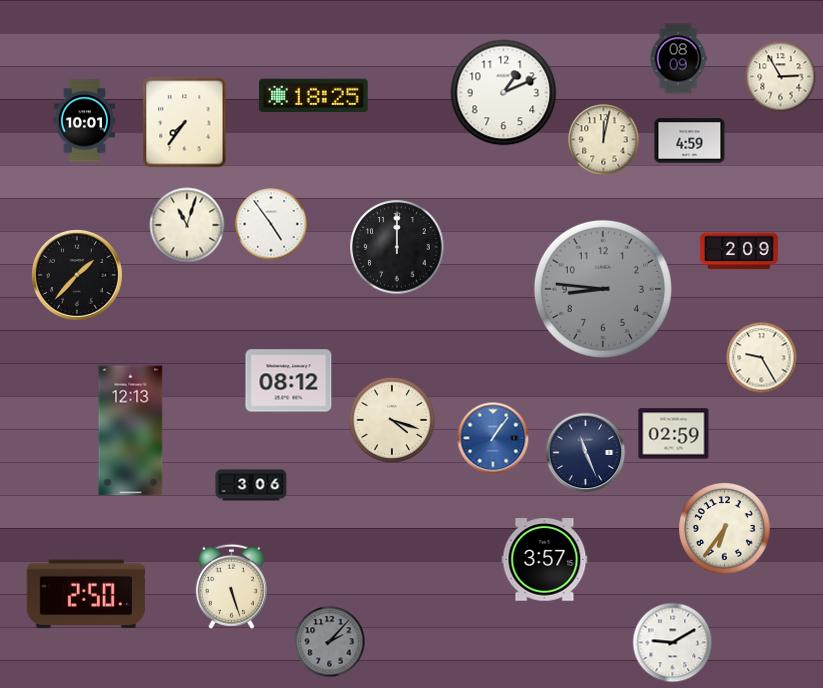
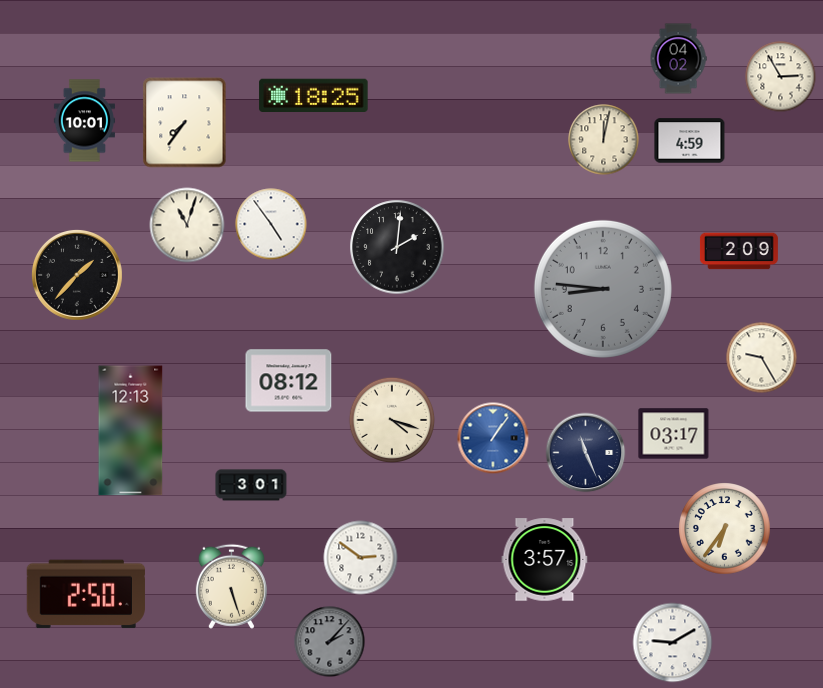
clock at (678, 59): 08:09 -> 04:02
clock at (504, 93): 1:11 -> none
clock at (397, 247): 12:00 -> 2:01
clock at (674, 434): 02:59 -> 03:17
clock at (251, 485): 3:06 -> 3:01
clock at (361, 558): none -> 2:51
